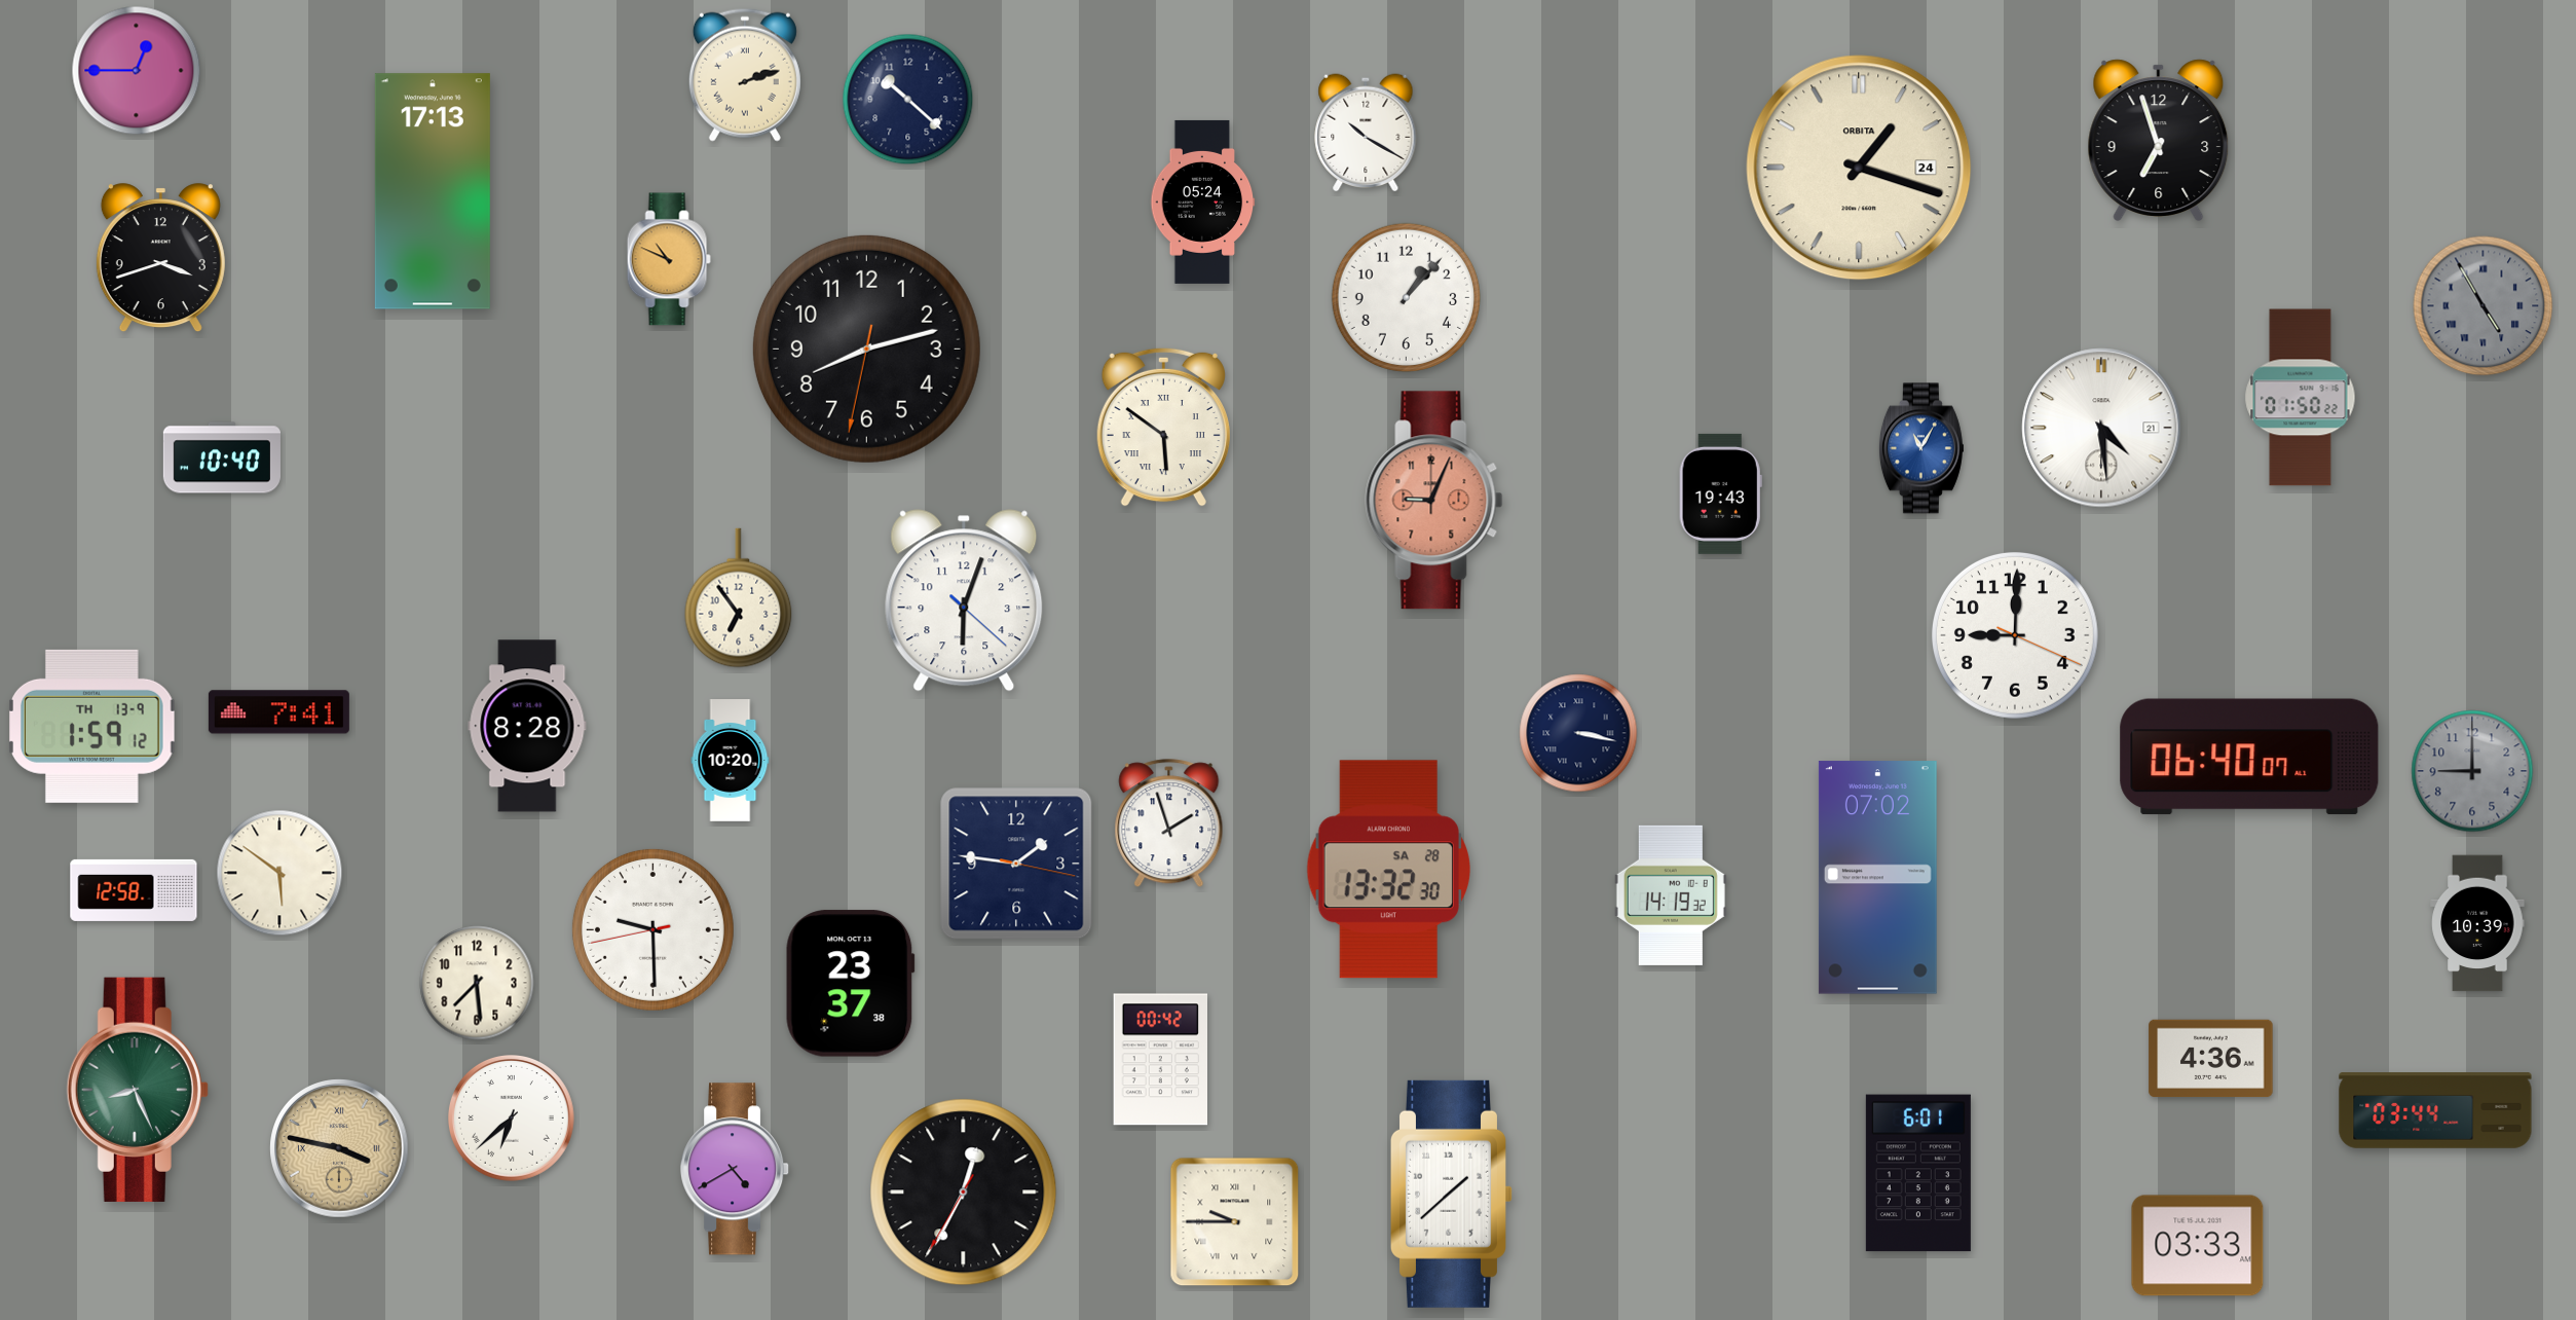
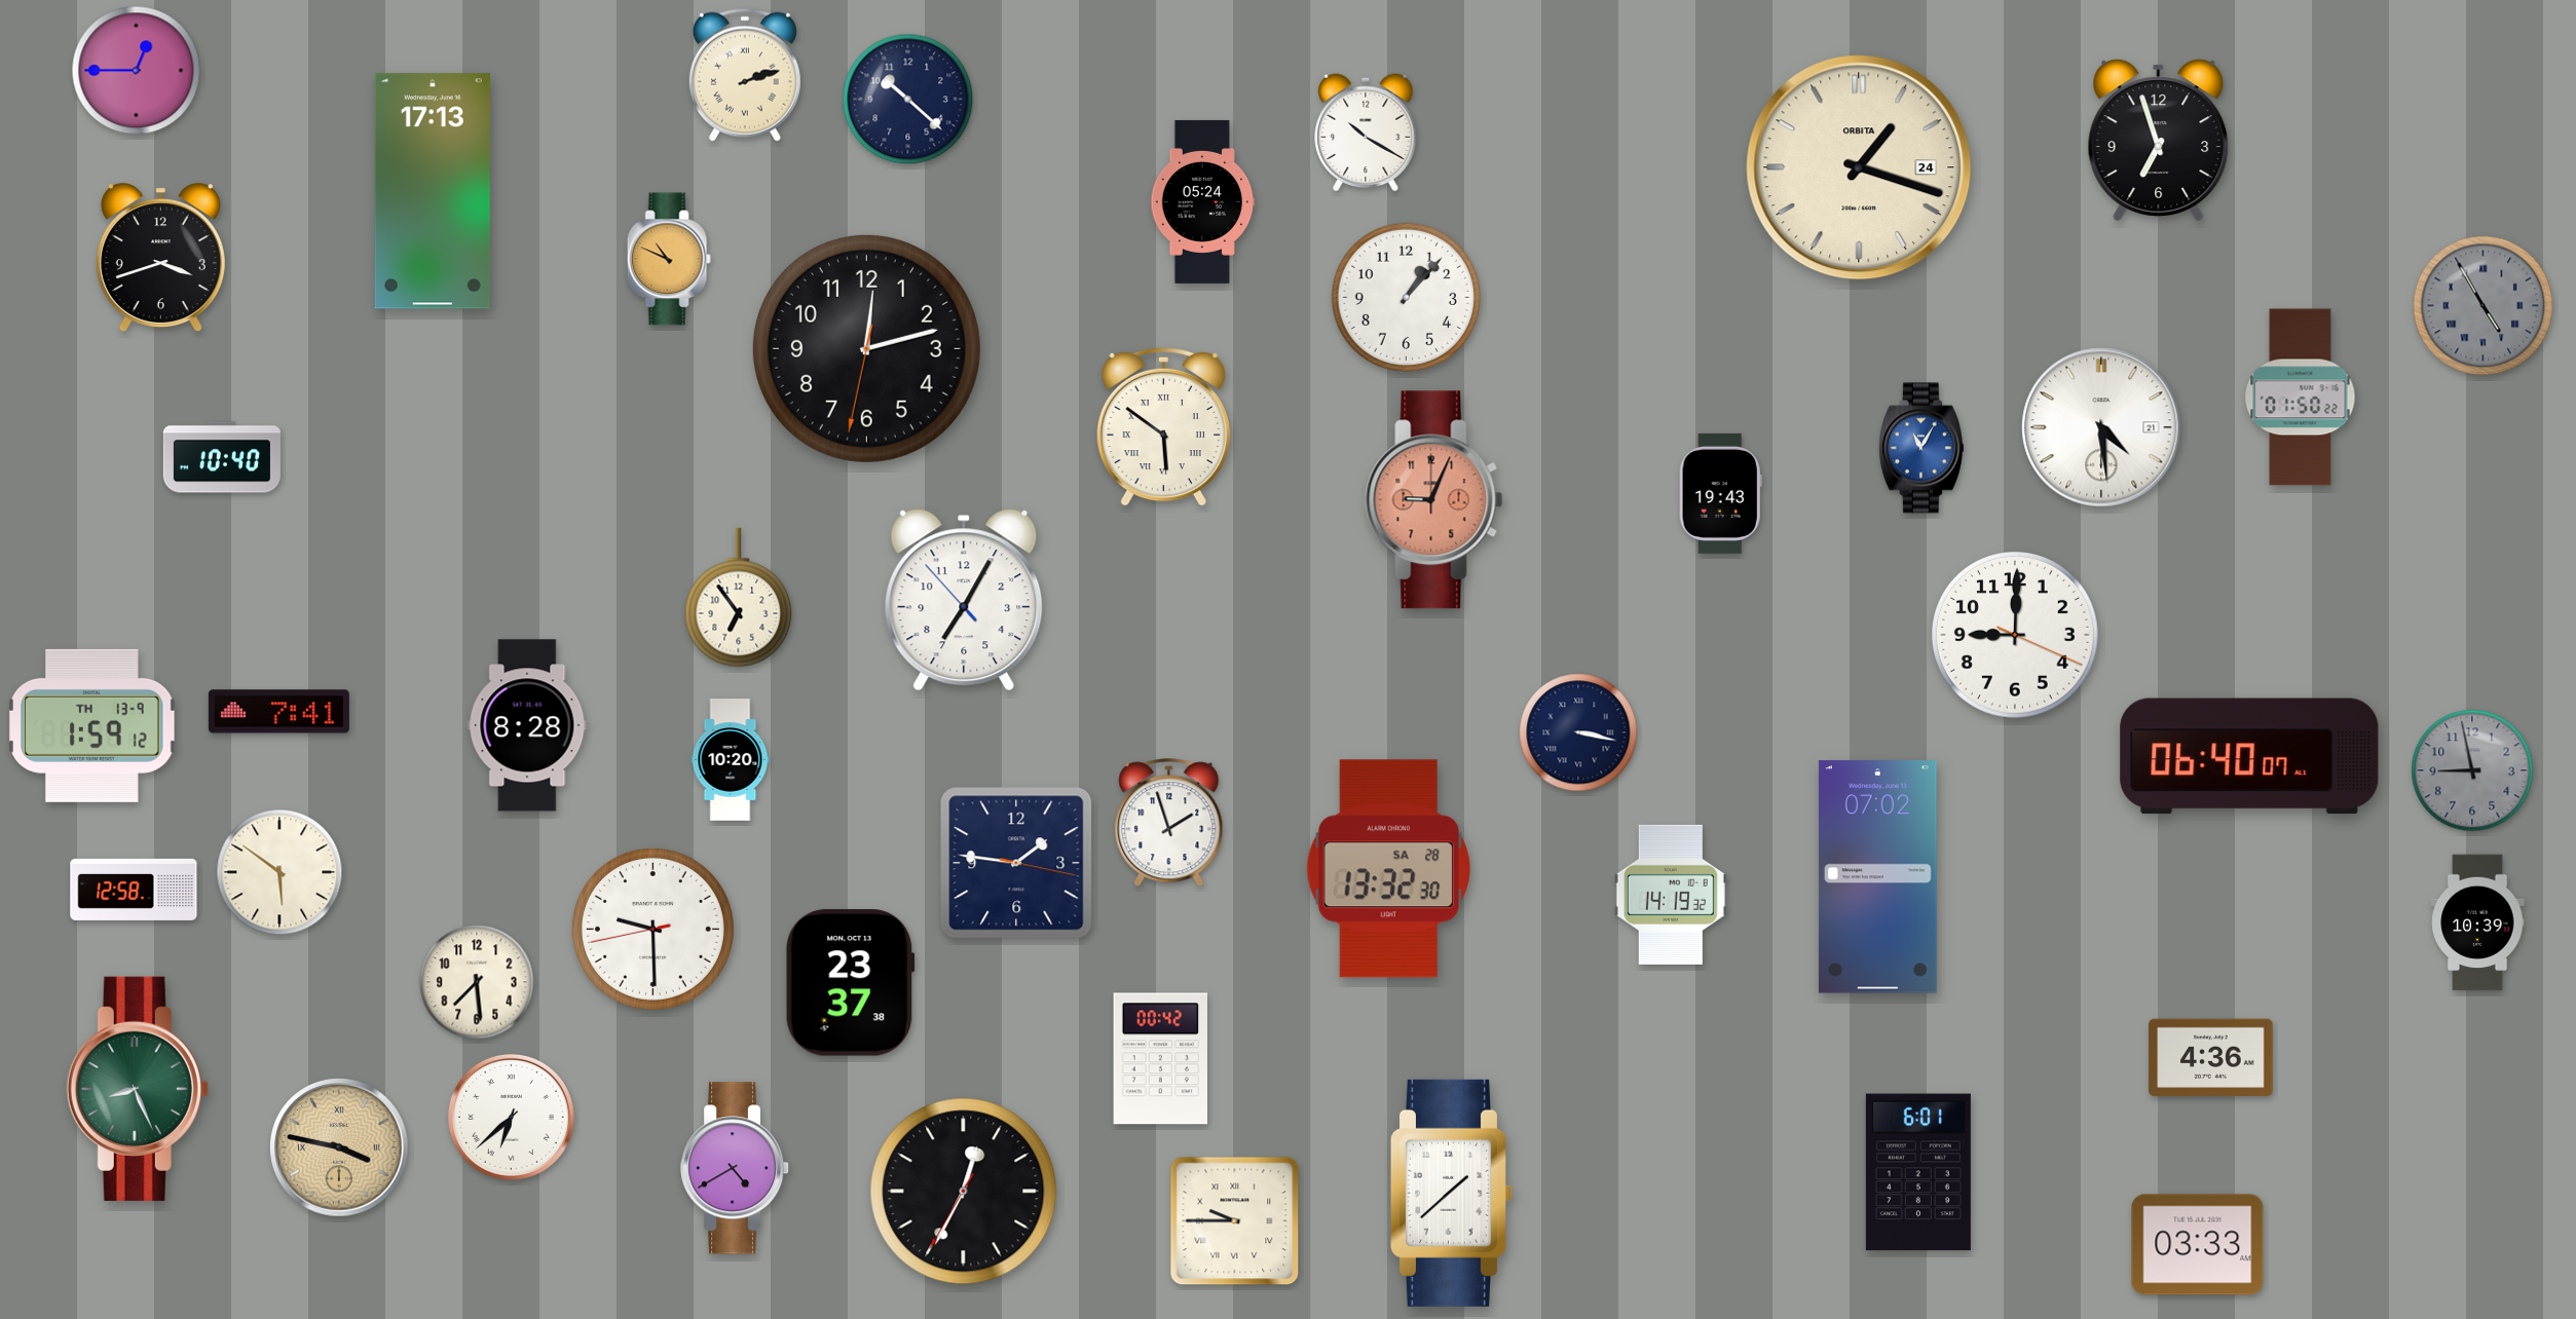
clock at (866, 349): 8:12 -> 12:12
clock at (964, 600): 6:03 -> 7:04
clock at (2472, 771): 9:00 -> 8:58
clock at (2435, 1110): 03:44 -> none
